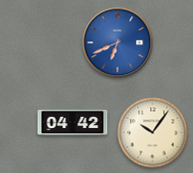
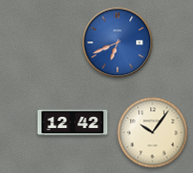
clock at (73, 123): 04:42 -> 12:42
